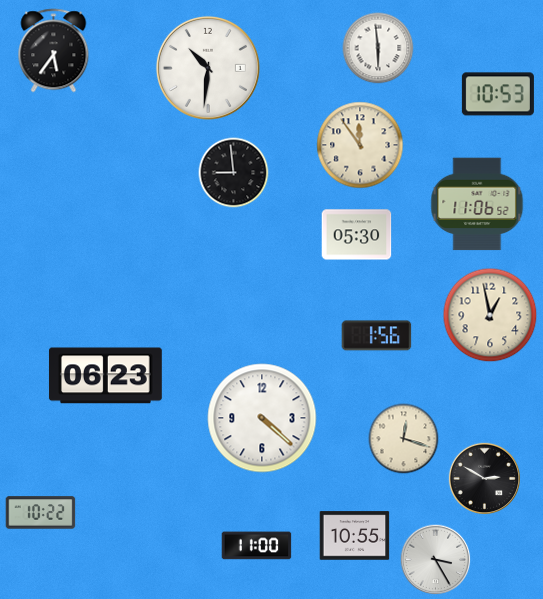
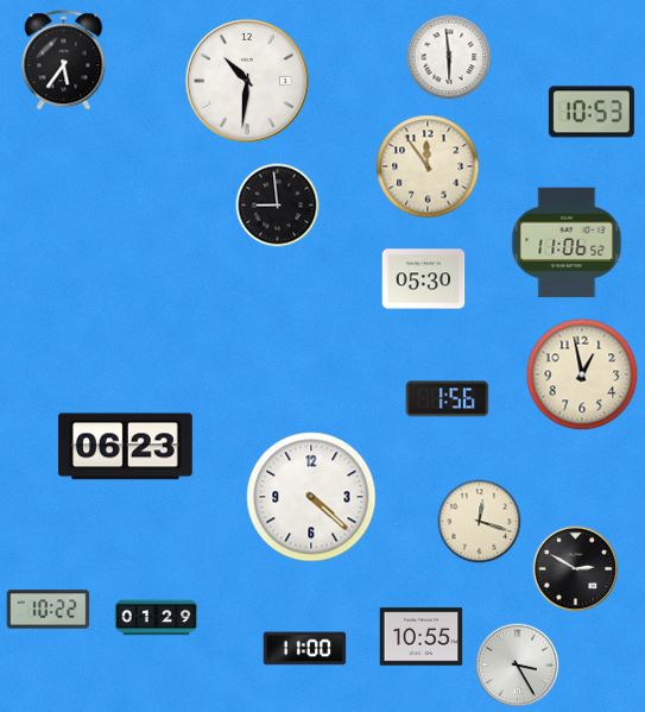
clock at (360, 145) position: (360, 145) -> (428, 166)
clock at (157, 618): none -> 01:29
